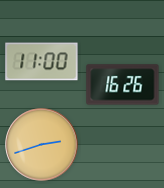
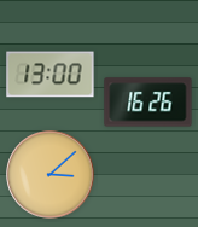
clock at (42, 62): 11:00 -> 13:00
clock at (42, 145): 2:42 -> 3:08
